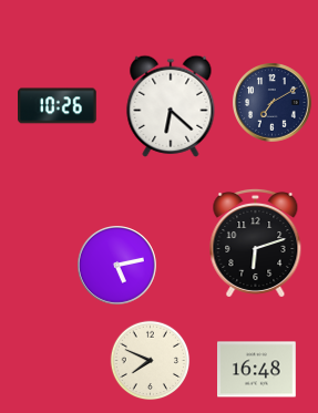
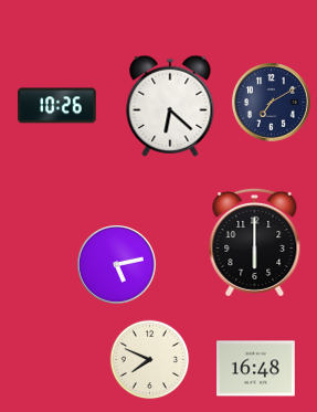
clock at (256, 242): 6:12 -> 6:00
